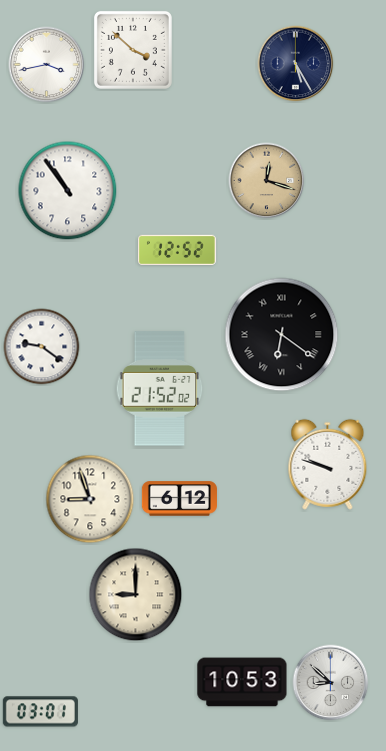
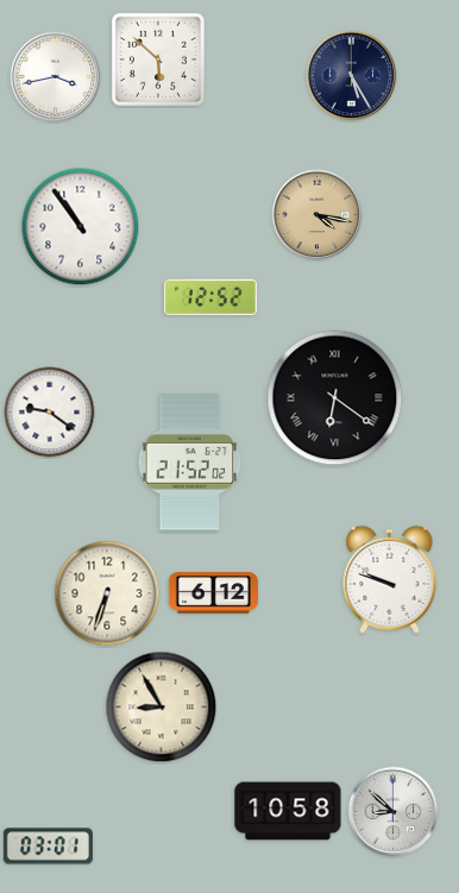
clock at (133, 50): 3:52 -> 5:52
clock at (267, 181): 12:18 -> 4:17
clock at (328, 464) position: (328, 464) -> (390, 579)
clock at (90, 499): 8:57 -> 6:33
clock at (136, 595): 9:00 -> 8:55
clock at (242, 682): 10:53 -> 10:58
